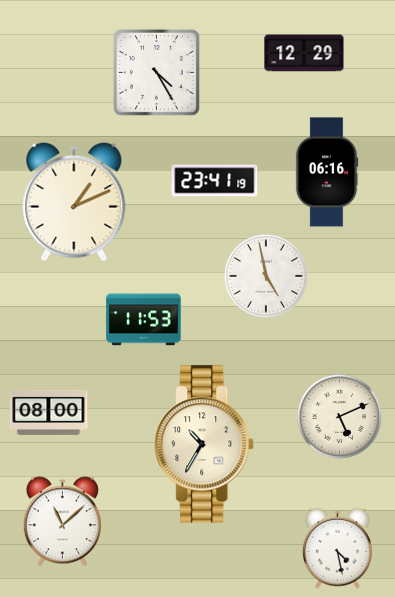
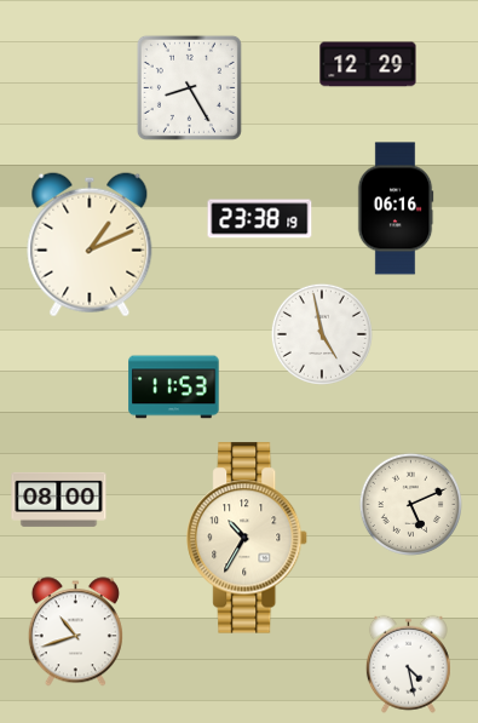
clock at (156, 72): 4:25 -> 8:25
clock at (215, 181): 23:41 -> 23:38
clock at (62, 522): 11:08 -> 10:42
